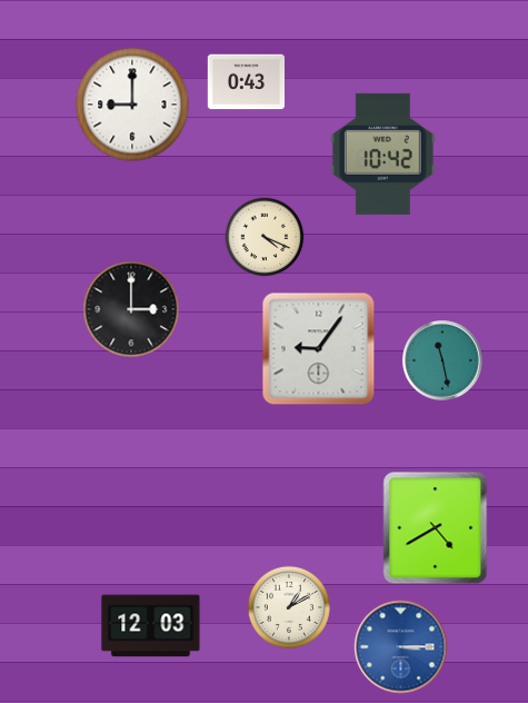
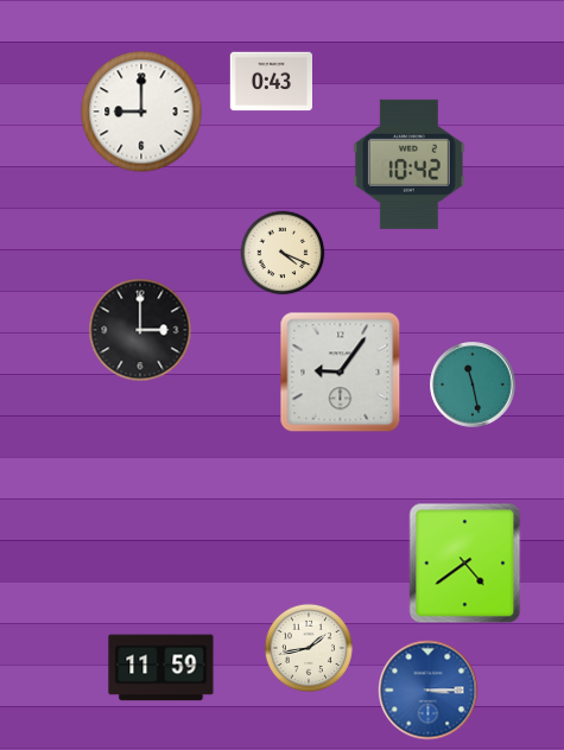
clock at (246, 82) position: (246, 82) -> (271, 82)
clock at (436, 528): 4:40 -> 4:39
clock at (289, 607): 1:10 -> 1:43
clock at (151, 626): 12:03 -> 11:59
